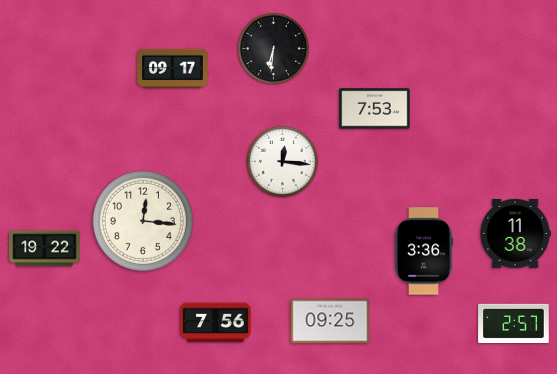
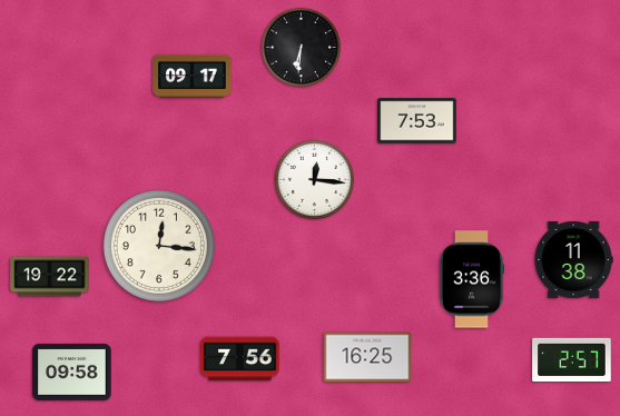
clock at (273, 48) position: (273, 48) -> (301, 47)
clock at (330, 321): 09:25 -> 16:25
clock at (72, 372): none -> 09:58
